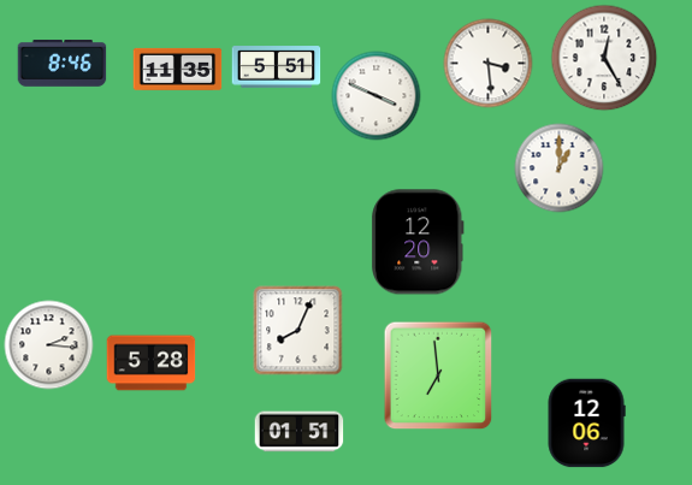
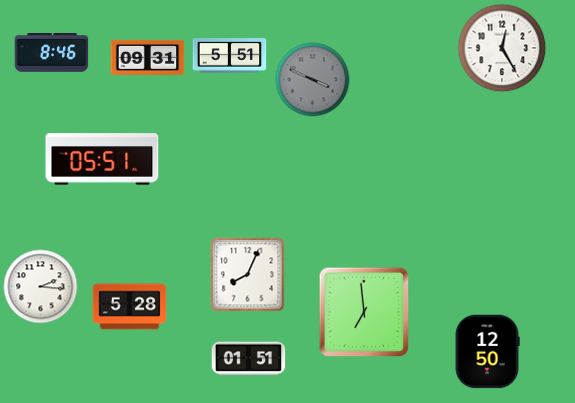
clock at (489, 64): 3:29 -> none
clock at (178, 69): 11:35 -> 09:31
clock at (377, 96) dial: white -> grey
clock at (560, 168): 1:00 -> none
clock at (102, 159): none -> 05:51
clock at (418, 242): 12:20 -> none
clock at (152, 363) position: (152, 363) -> (130, 307)
clock at (586, 424): 12:06 -> 12:50
